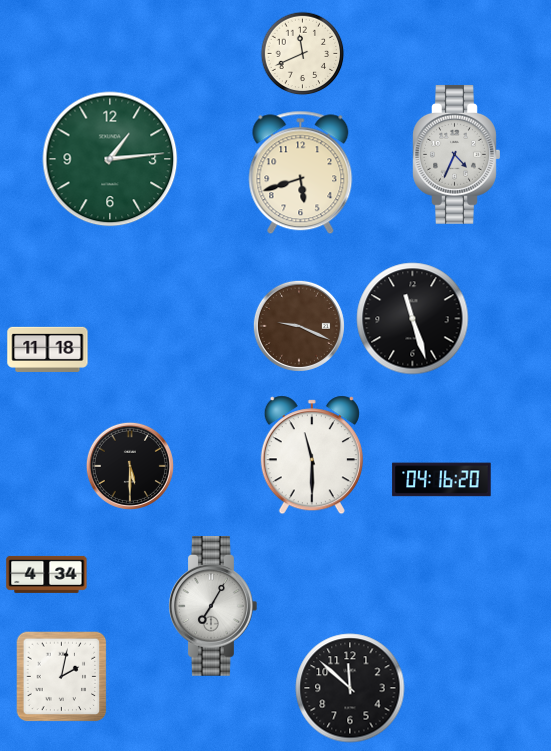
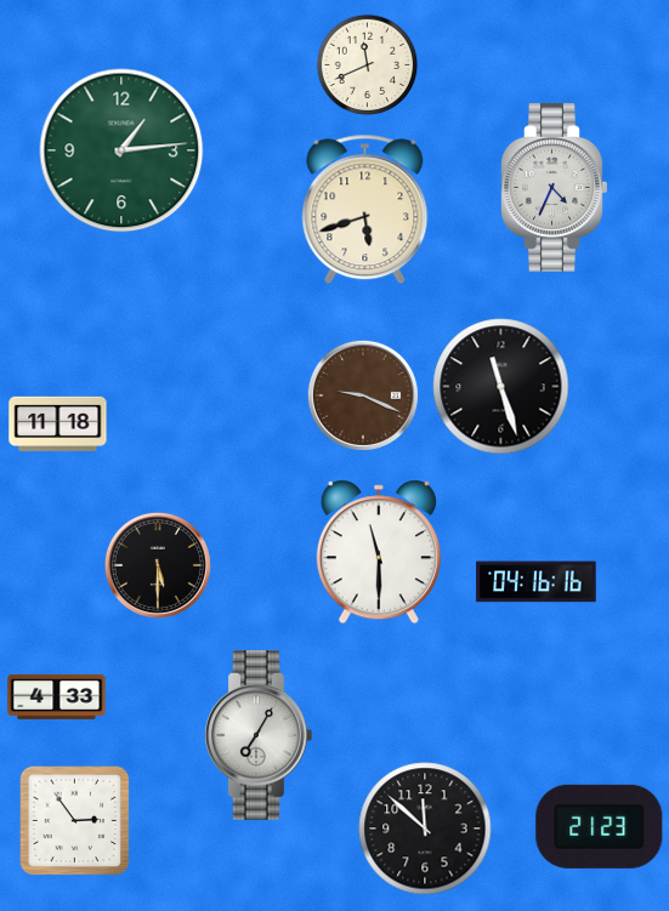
clock at (110, 159) position: (110, 159) -> (121, 150)
clock at (442, 480): 04:16:20 -> 04:16:16
clock at (47, 574): 4:34 -> 4:33
clock at (62, 677): 2:02 -> 2:54
clock at (600, 826): none -> 21:23
clock at (350, 688) position: (350, 688) -> (425, 829)
